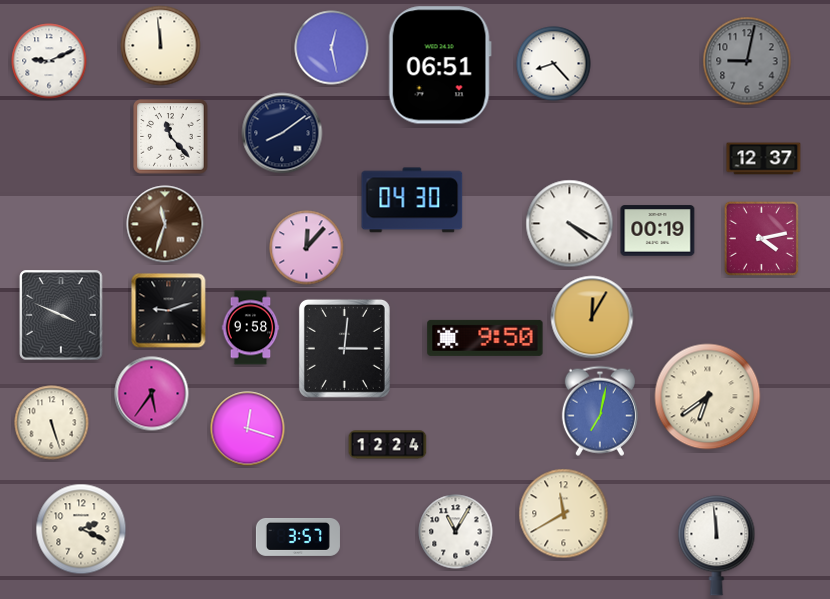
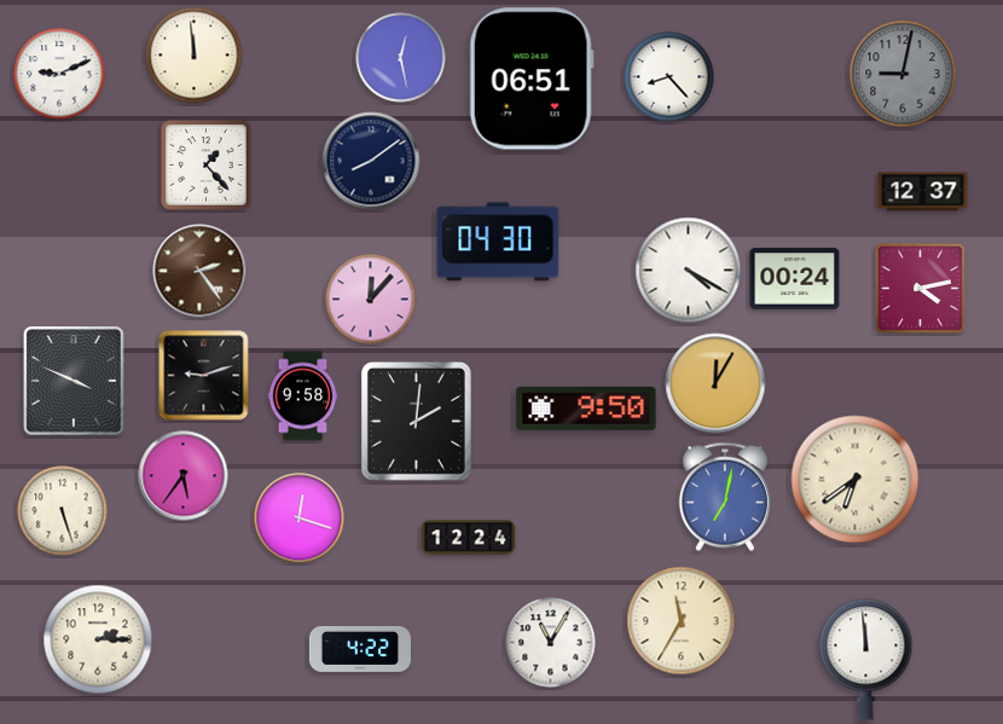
clock at (282, 133) position: (282, 133) -> (371, 161)
clock at (171, 137): 11:23 -> 1:23
clock at (165, 224): 11:33 -> 2:24
clock at (658, 231): 00:19 -> 00:24
clock at (344, 348): 3:01 -> 2:01
clock at (564, 514): 11:40 -> 11:35
clock at (81, 529): 2:19 -> 2:15
clock at (298, 537): 3:57 -> 4:22
